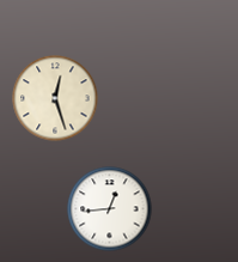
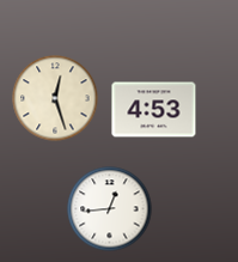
clock at (154, 110): none -> 4:53
